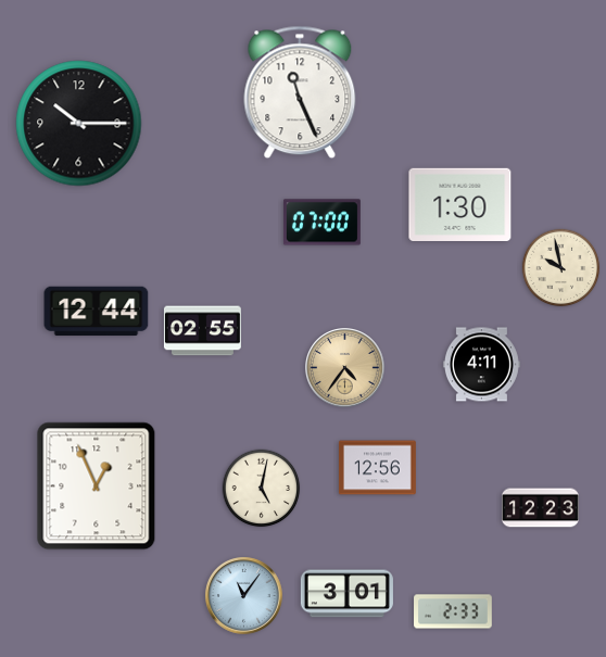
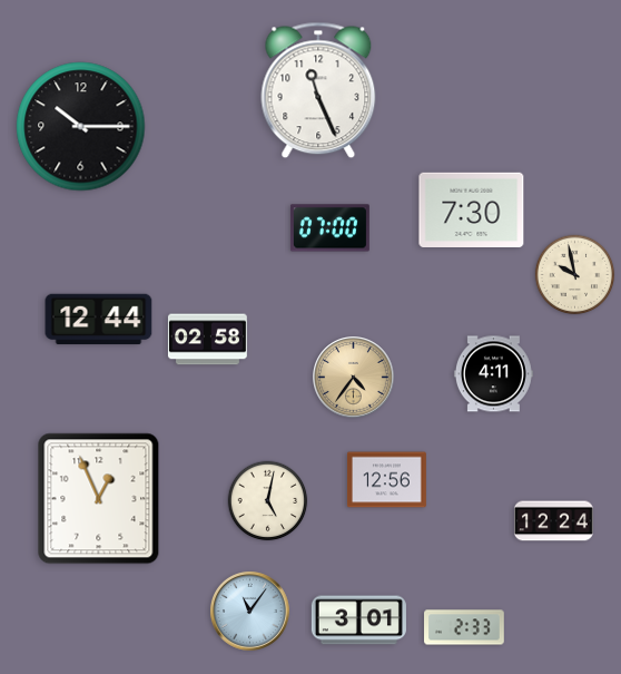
clock at (300, 92) position: (300, 92) -> (318, 90)
clock at (460, 204): 1:30 -> 7:30
clock at (202, 331): 02:55 -> 02:58
clock at (540, 508): 12:23 -> 12:24
clock at (346, 594) position: (346, 594) -> (358, 621)
